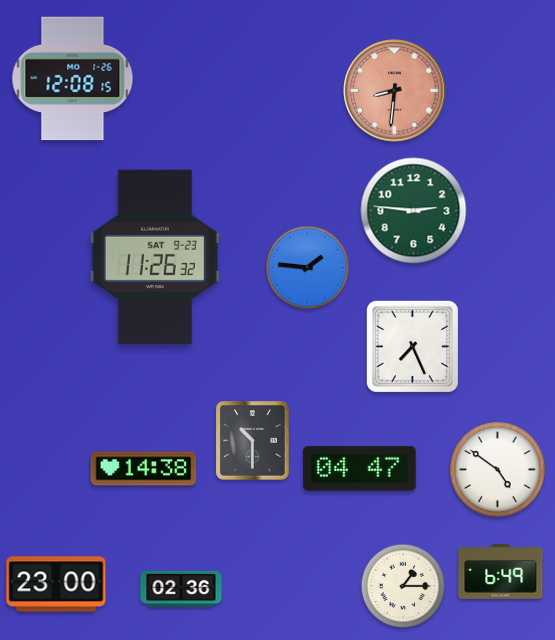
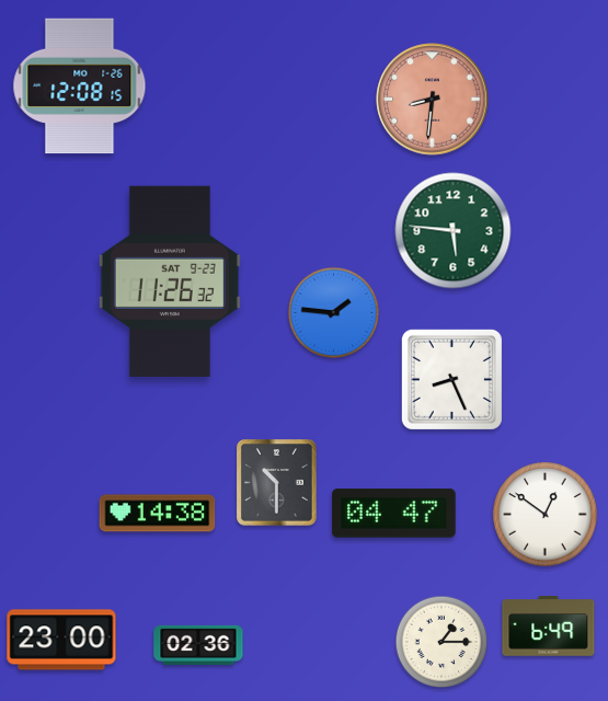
clock at (414, 211): 2:46 -> 5:46
clock at (308, 268) position: (308, 268) -> (334, 313)
clock at (412, 346): 7:26 -> 8:26
clock at (498, 470): 4:51 -> 12:51
